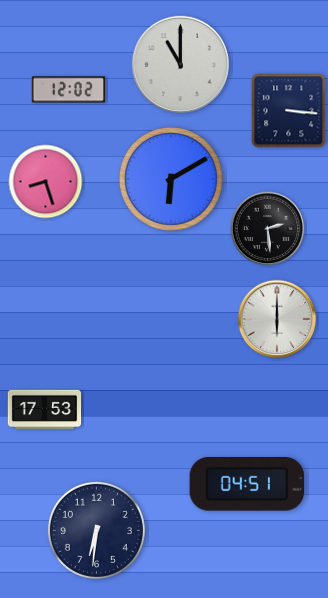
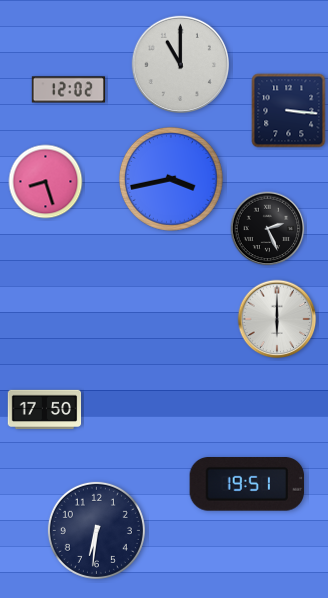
clock at (171, 179): 6:10 -> 3:43
clock at (268, 229): 2:29 -> 2:26
clock at (45, 410): 17:53 -> 17:50
clock at (247, 485): 04:51 -> 19:51
